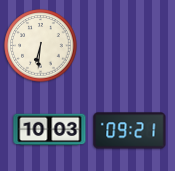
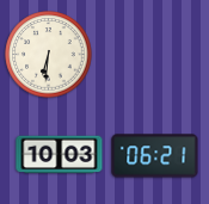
clock at (130, 131): 09:21 -> 06:21
